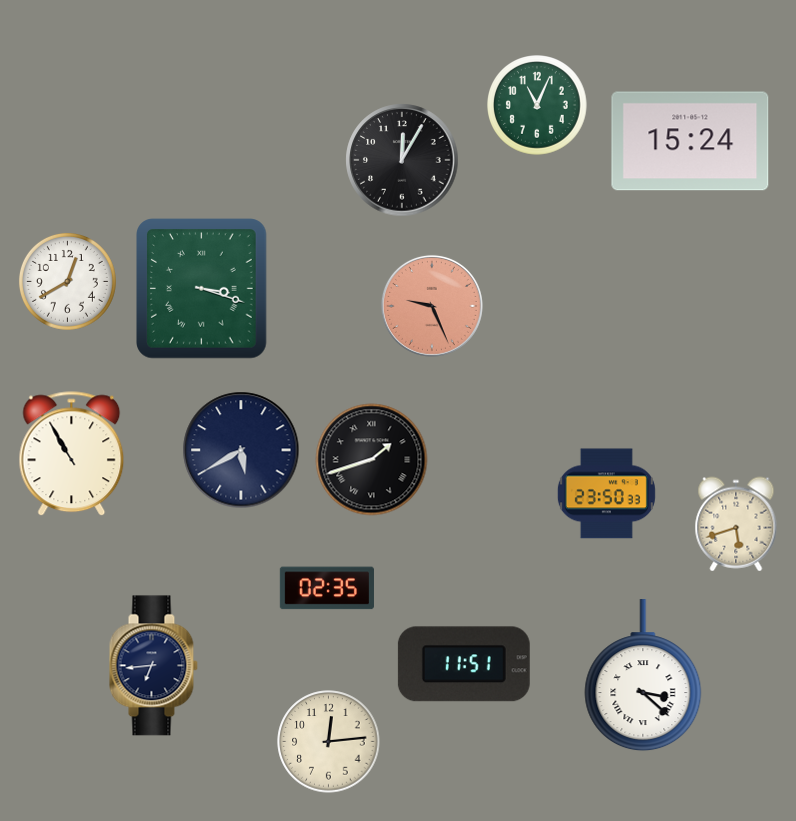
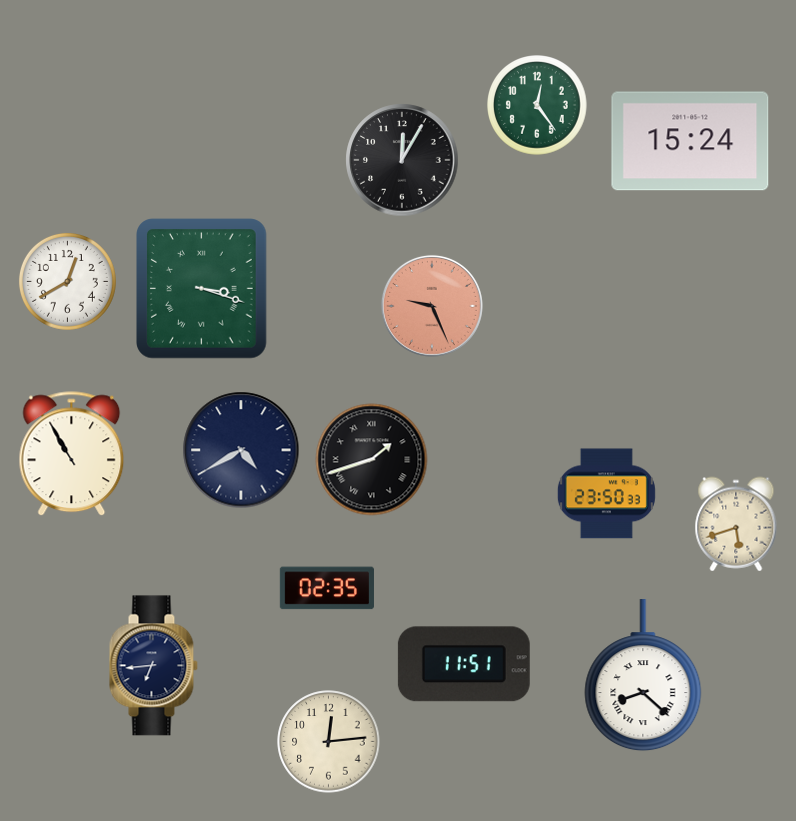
clock at (537, 105): 11:04 -> 12:24
clock at (241, 450): 5:40 -> 4:40
clock at (643, 676): 3:22 -> 8:22
